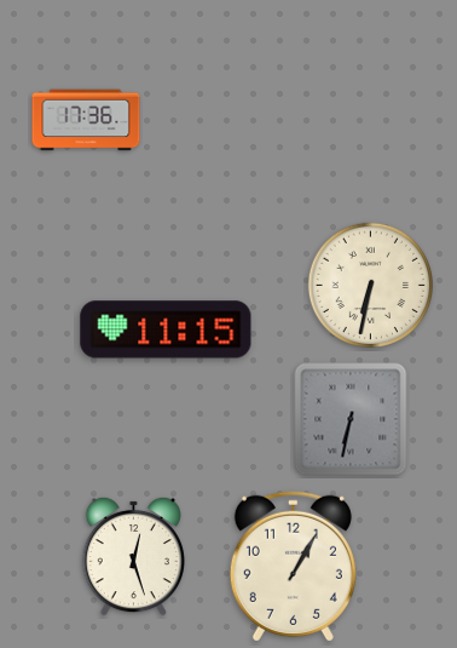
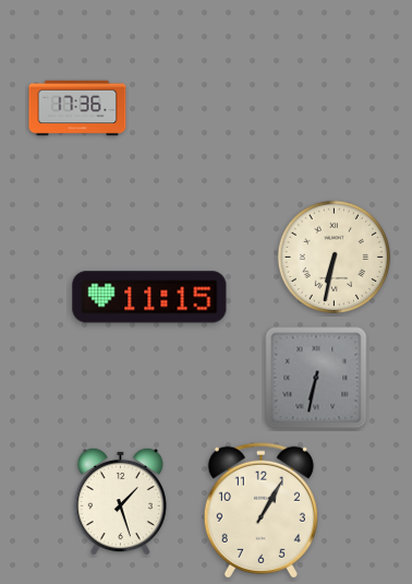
clock at (133, 556): 12:27 -> 1:27
clock at (293, 566) position: (293, 566) -> (260, 510)
